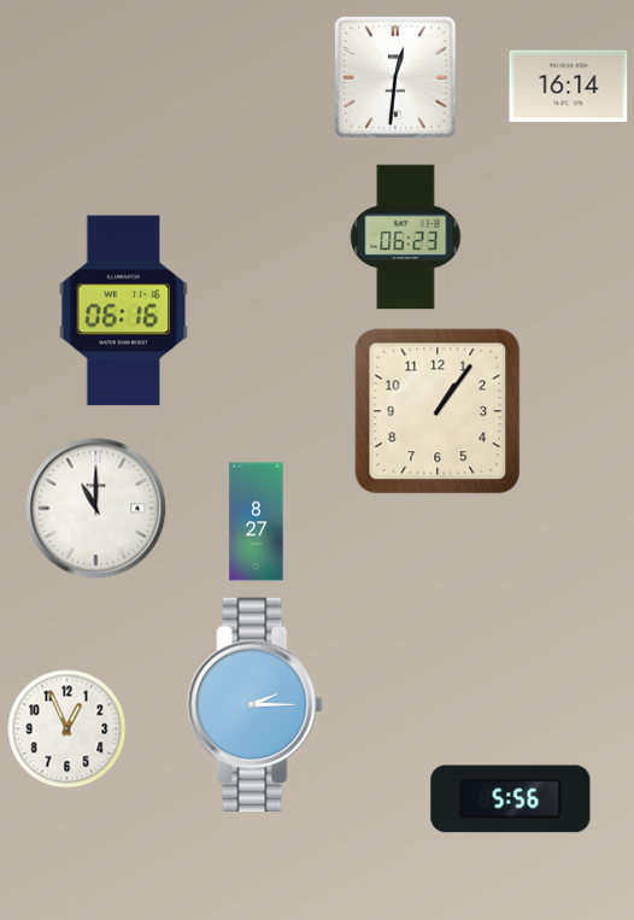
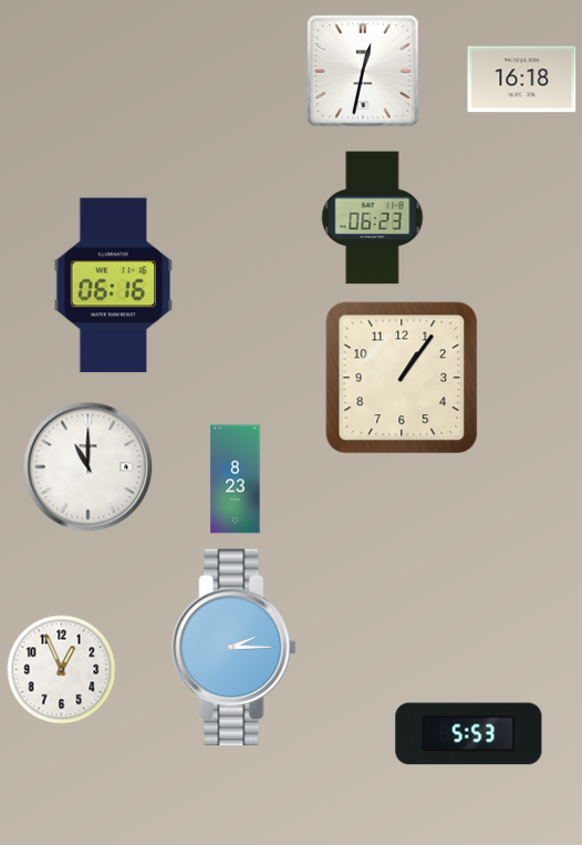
clock at (395, 77): 12:31 -> 12:32
clock at (569, 87): 16:14 -> 16:18
clock at (257, 522): 8:27 -> 8:23
clock at (511, 799): 5:56 -> 5:53
